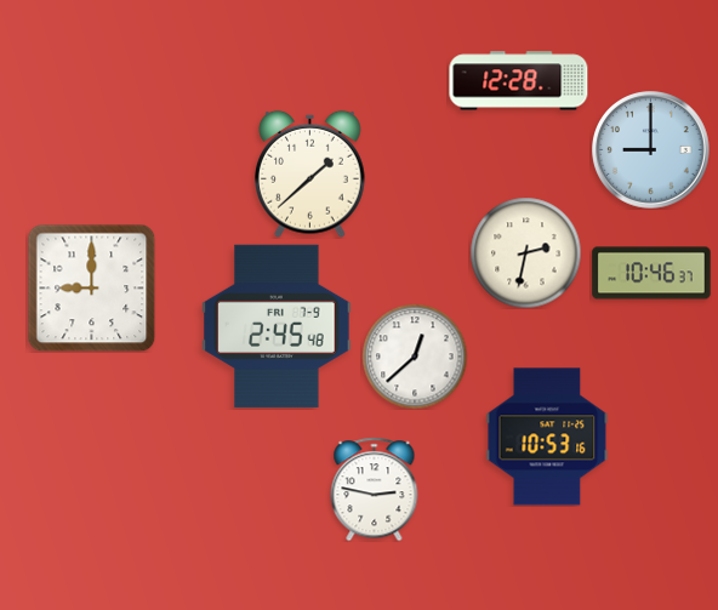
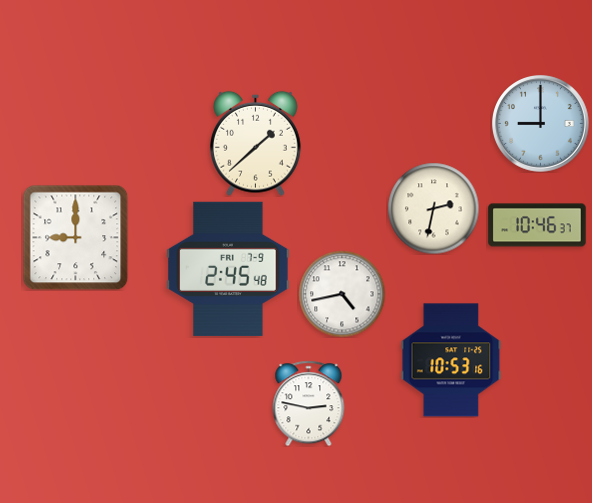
clock at (519, 81): 12:28 -> none
clock at (651, 150) position: (651, 150) -> (541, 124)
clock at (415, 357): 12:38 -> 4:43
